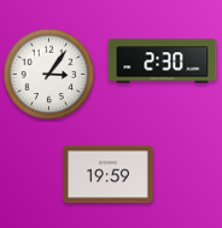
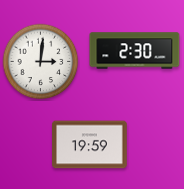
clock at (49, 75): 3:06 -> 3:01
